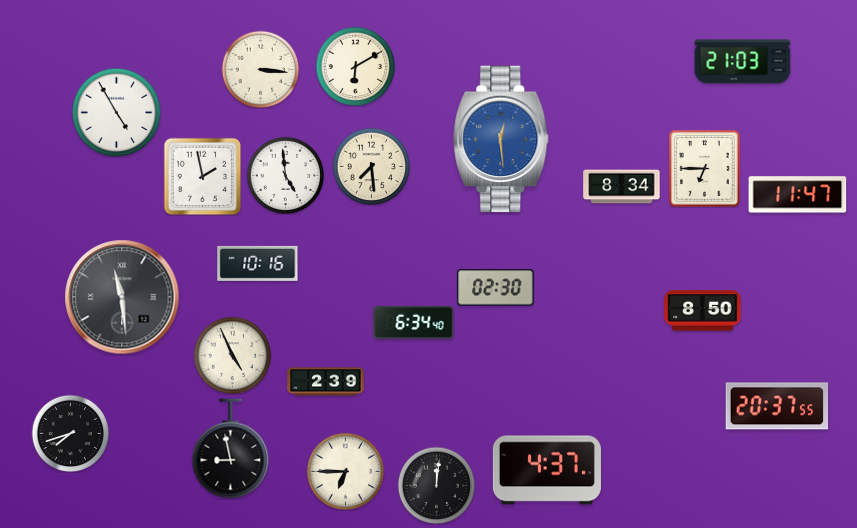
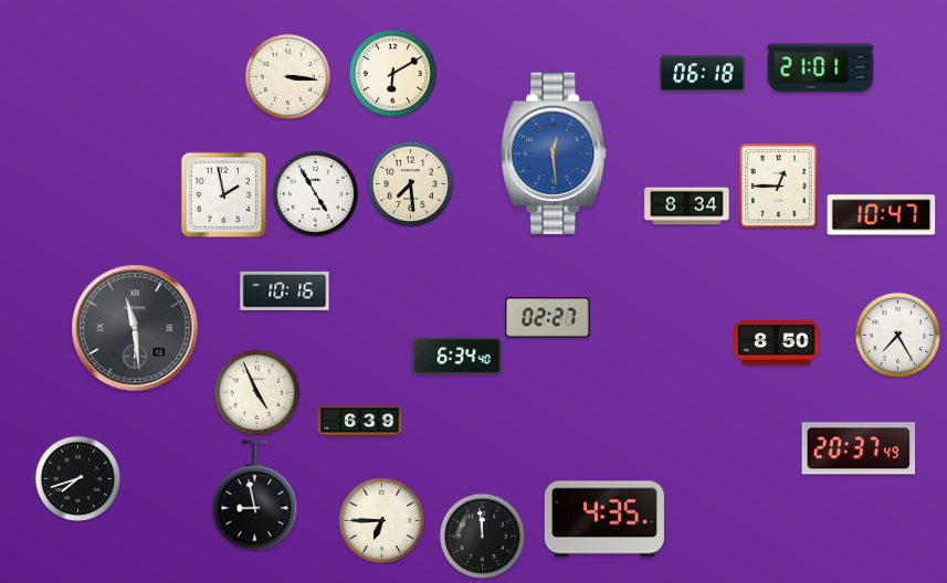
clock at (743, 62): 21:03 -> 21:01
clock at (703, 74): none -> 06:18
clock at (116, 112): 4:55 -> none
clock at (705, 169): 6:45 -> 12:45
clock at (285, 175): 4:59 -> 4:55
clock at (798, 195): 11:47 -> 10:47
clock at (496, 288): 02:30 -> 02:27
clock at (897, 335): none -> 7:25
clock at (326, 382): 2:39 -> 6:39
clock at (777, 406): 20:37:55 -> 20:37:49
clock at (547, 470): 4:37 -> 4:35
clock at (436, 485): 12:01 -> 11:59
